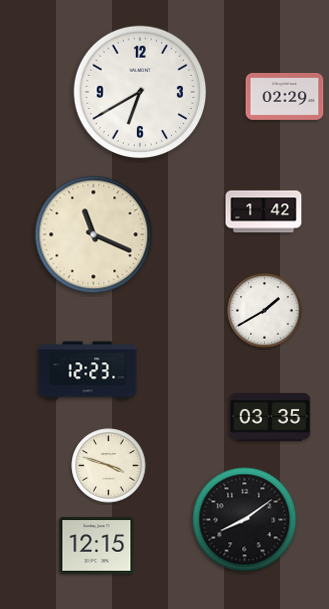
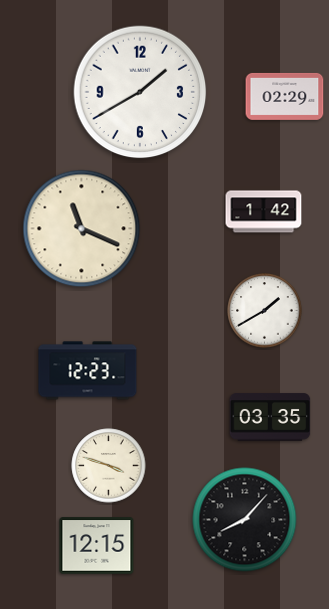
clock at (140, 92): 6:40 -> 1:40
clock at (94, 235) position: (94, 235) -> (82, 229)
clock at (245, 520): 8:09 -> 8:07
